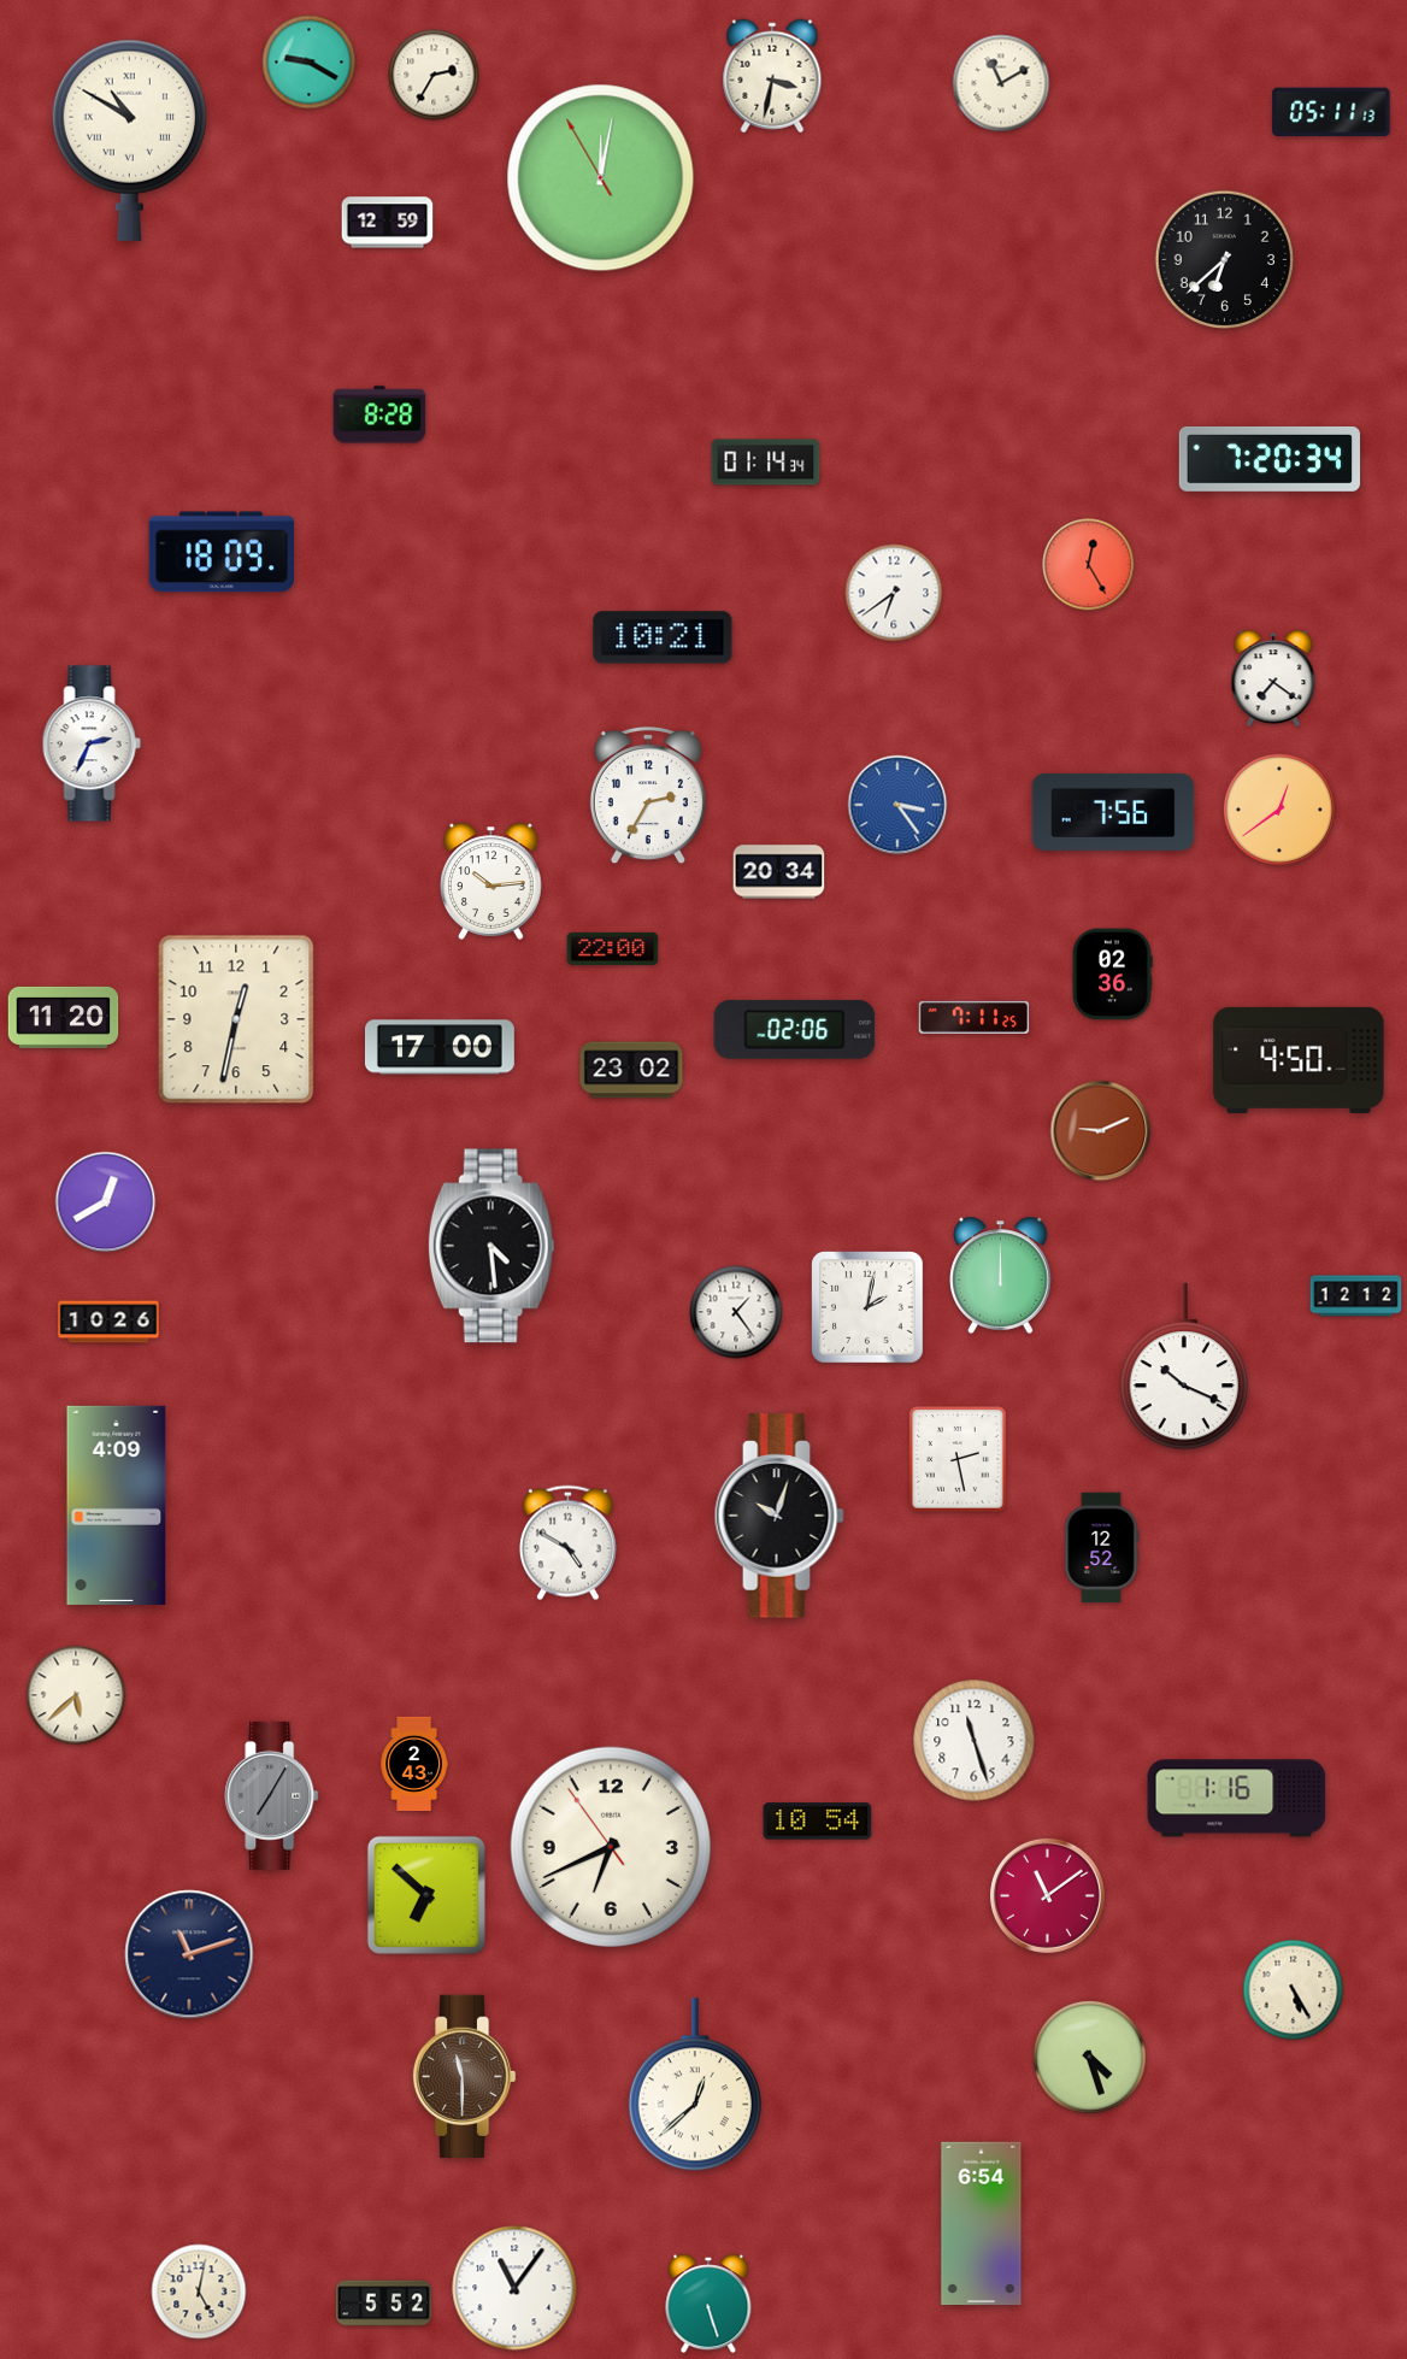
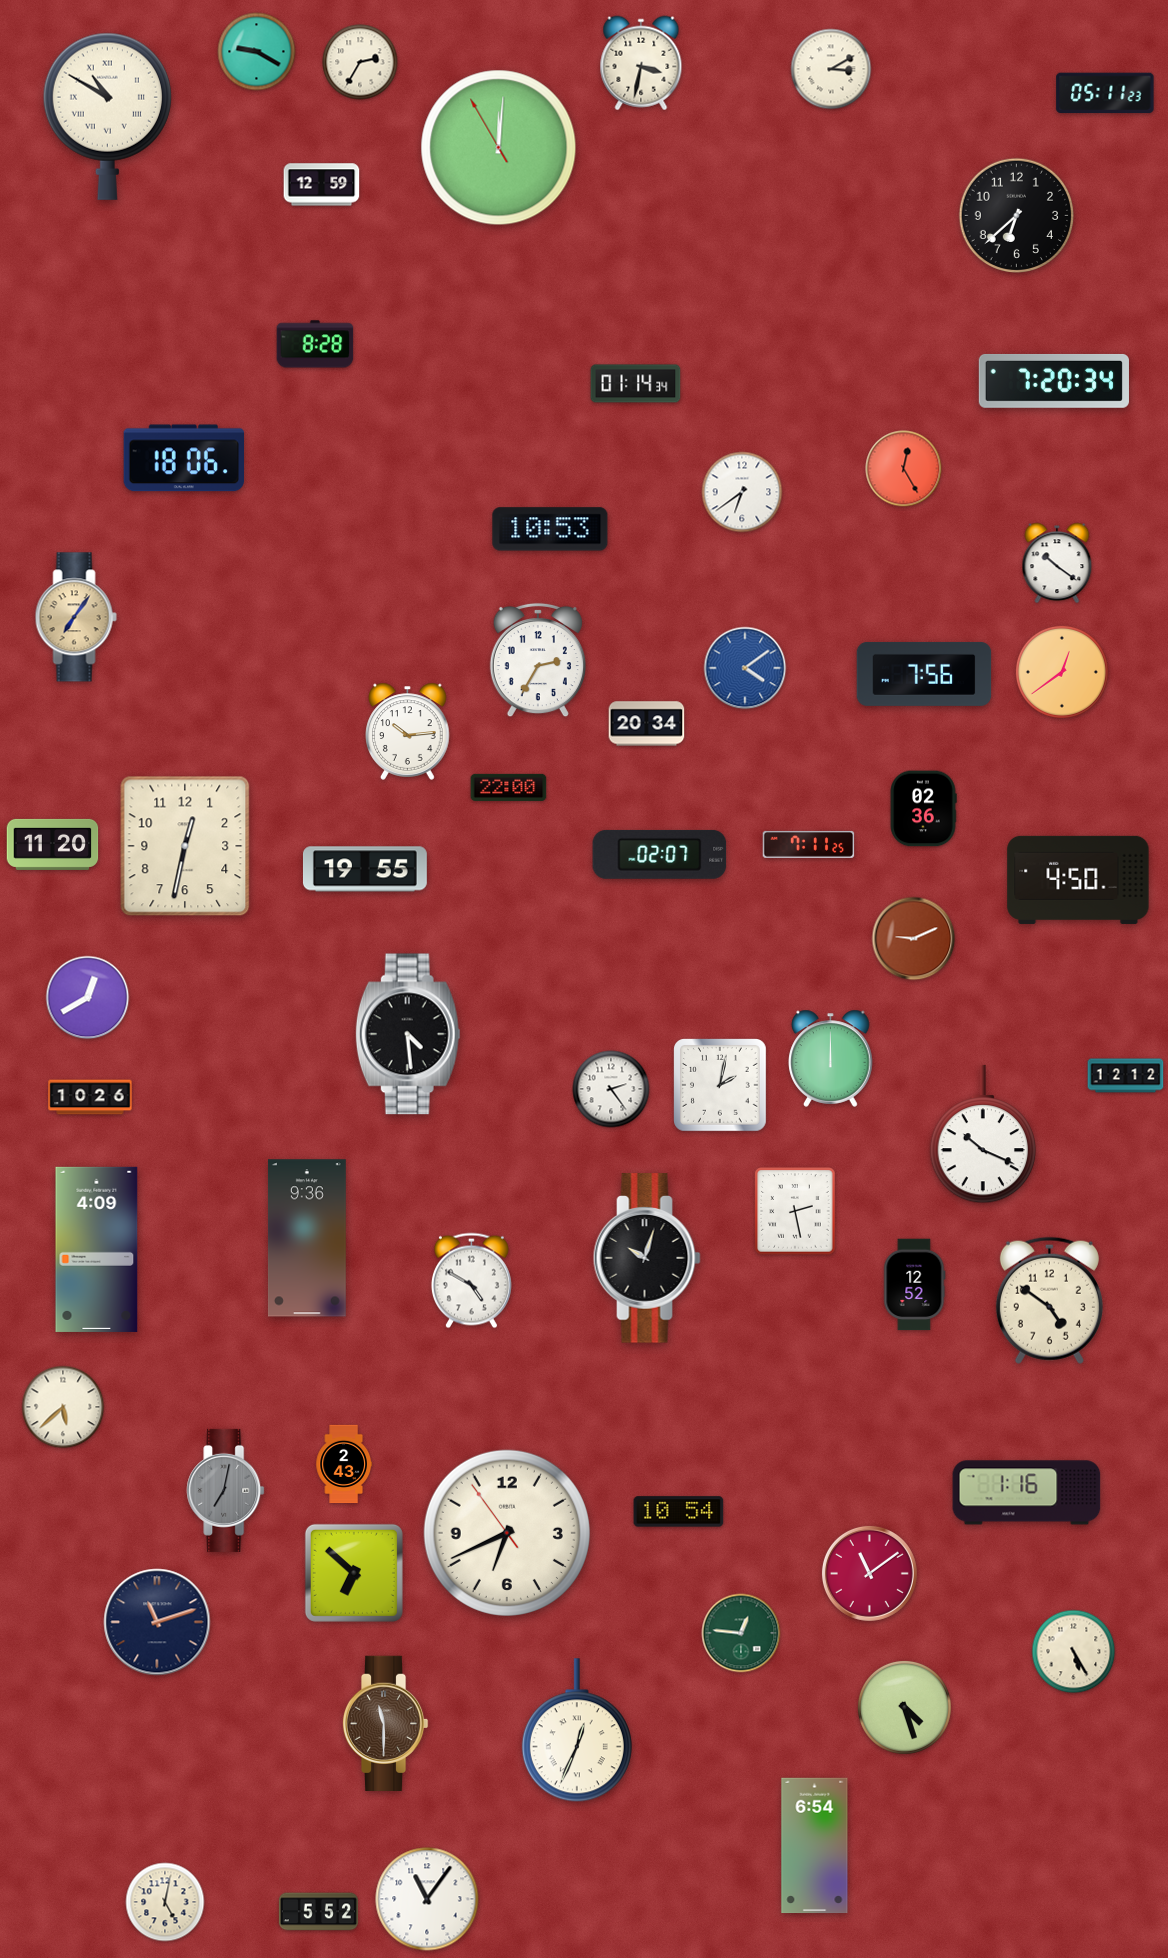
clock at (1001, 83): 11:10 -> 3:10
clock at (1331, 112): 05:11:13 -> 05:11:23
clock at (601, 178): 12:01 -> 12:00
clock at (220, 552): 18:09 -> 18:06
clock at (663, 637): 10:21 -> 10:53
clock at (1273, 678): 7:21 -> 10:21
clock at (92, 743): 2:34 -> 7:06
clock at (92, 743) dial: white -> champagne
clock at (897, 805): 3:24 -> 4:09
clock at (236, 1019) position: (236, 1019) -> (185, 846)
clock at (795, 1029): 02:06 -> 02:07
clock at (440, 1047): 17:00 -> 19:55
clock at (631, 1070): 23:02 -> none
clock at (736, 1312): 1:24 -> 2:24
clock at (307, 1238): none -> 9:36
clock at (1049, 1300): none -> 4:51
clock at (975, 1741): 11:27 -> none
clock at (272, 1795): 7:05 -> 7:02
clock at (741, 1633): none -> 12:46
clock at (695, 2086): 12:38 -> 12:34
clock at (708, 2304): 5:27 -> none
